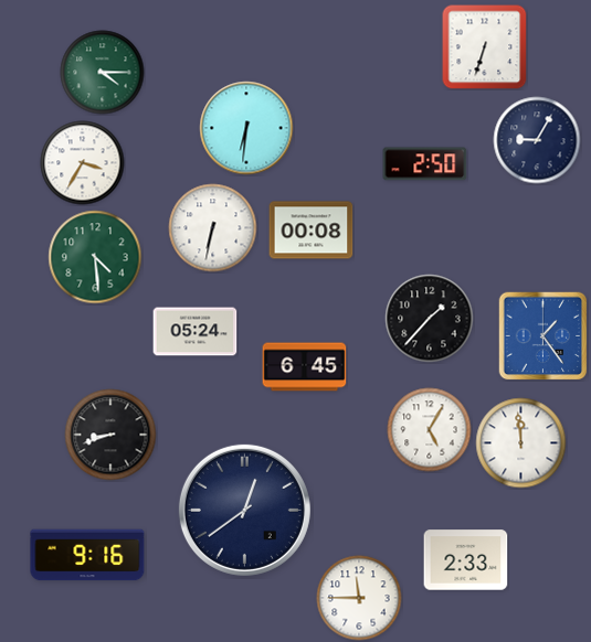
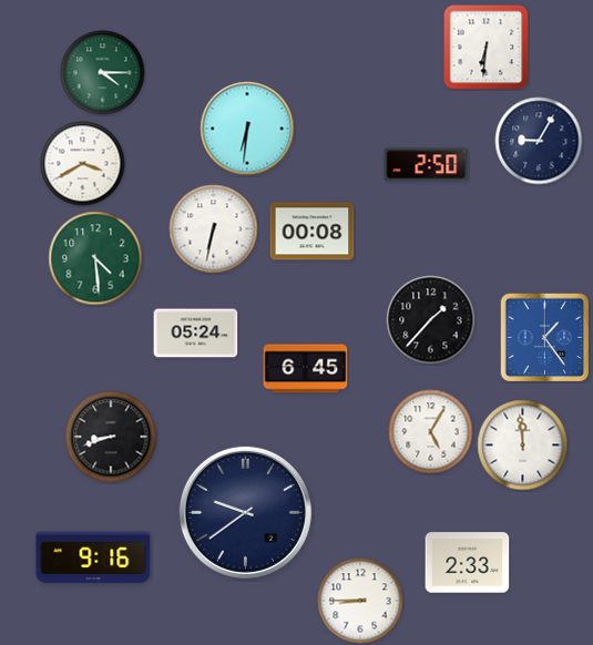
clock at (485, 47): 6:33 -> 6:31
clock at (83, 163): 3:35 -> 3:40
clock at (244, 510): 12:39 -> 9:39
clock at (87, 555) position: (87, 555) -> (93, 557)
clock at (359, 598): 11:45 -> 8:45
